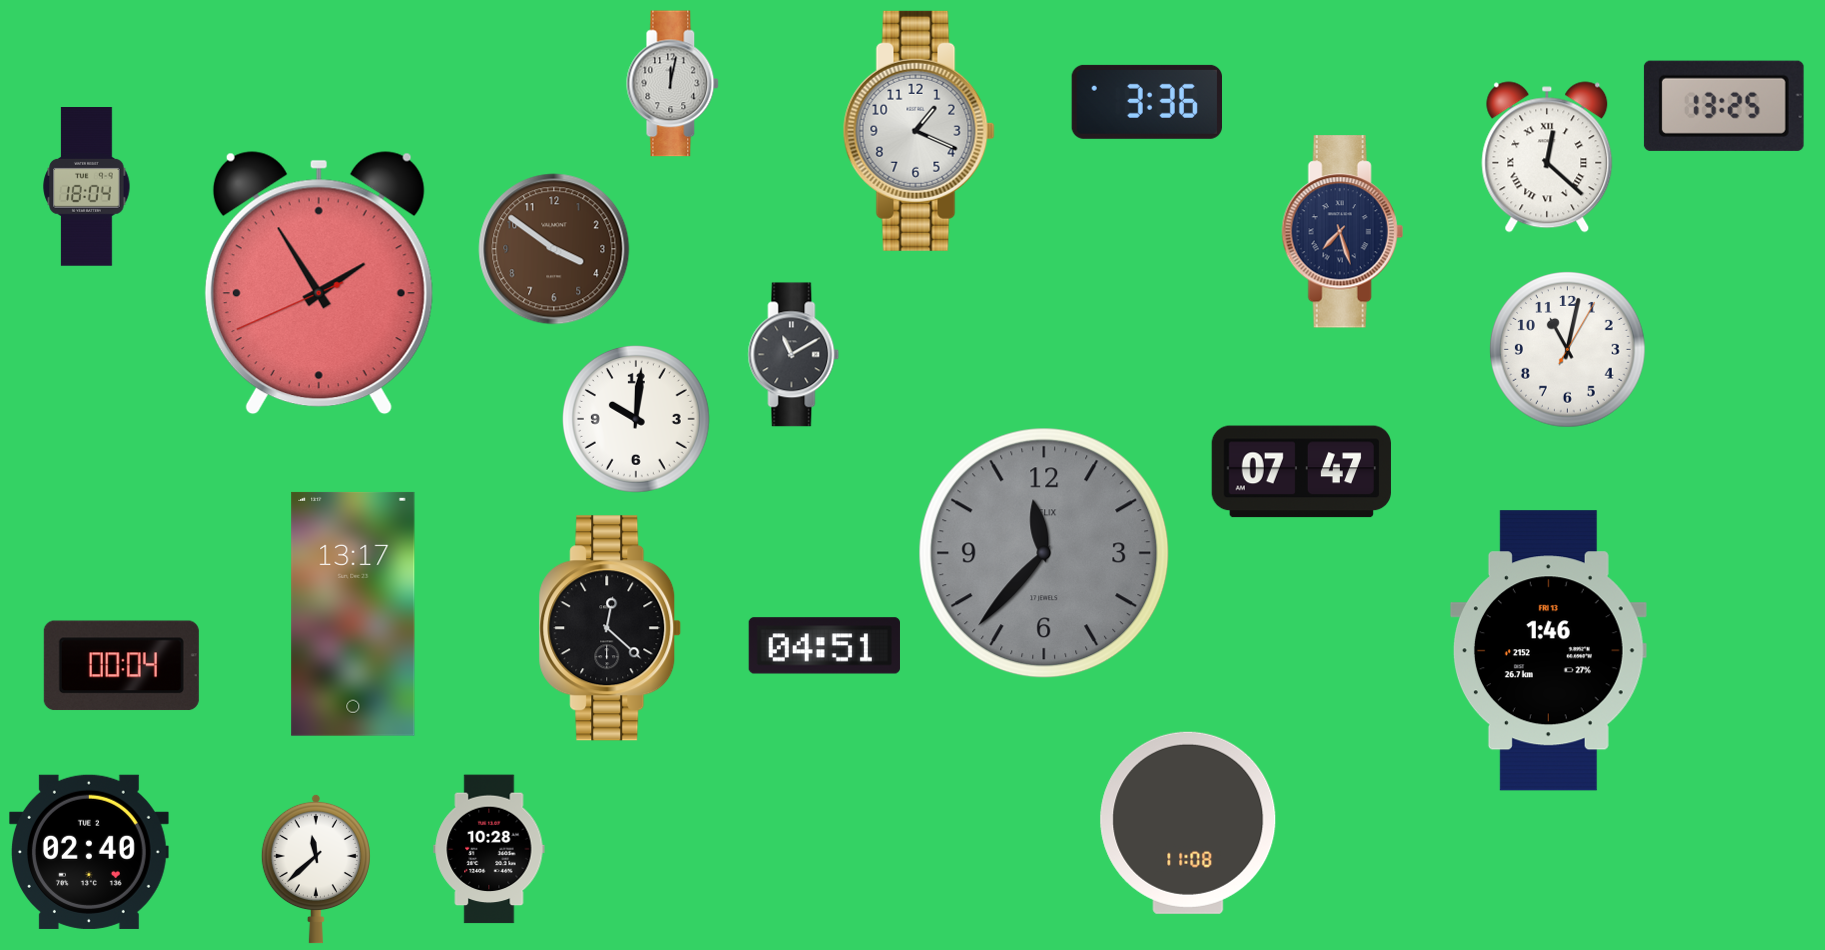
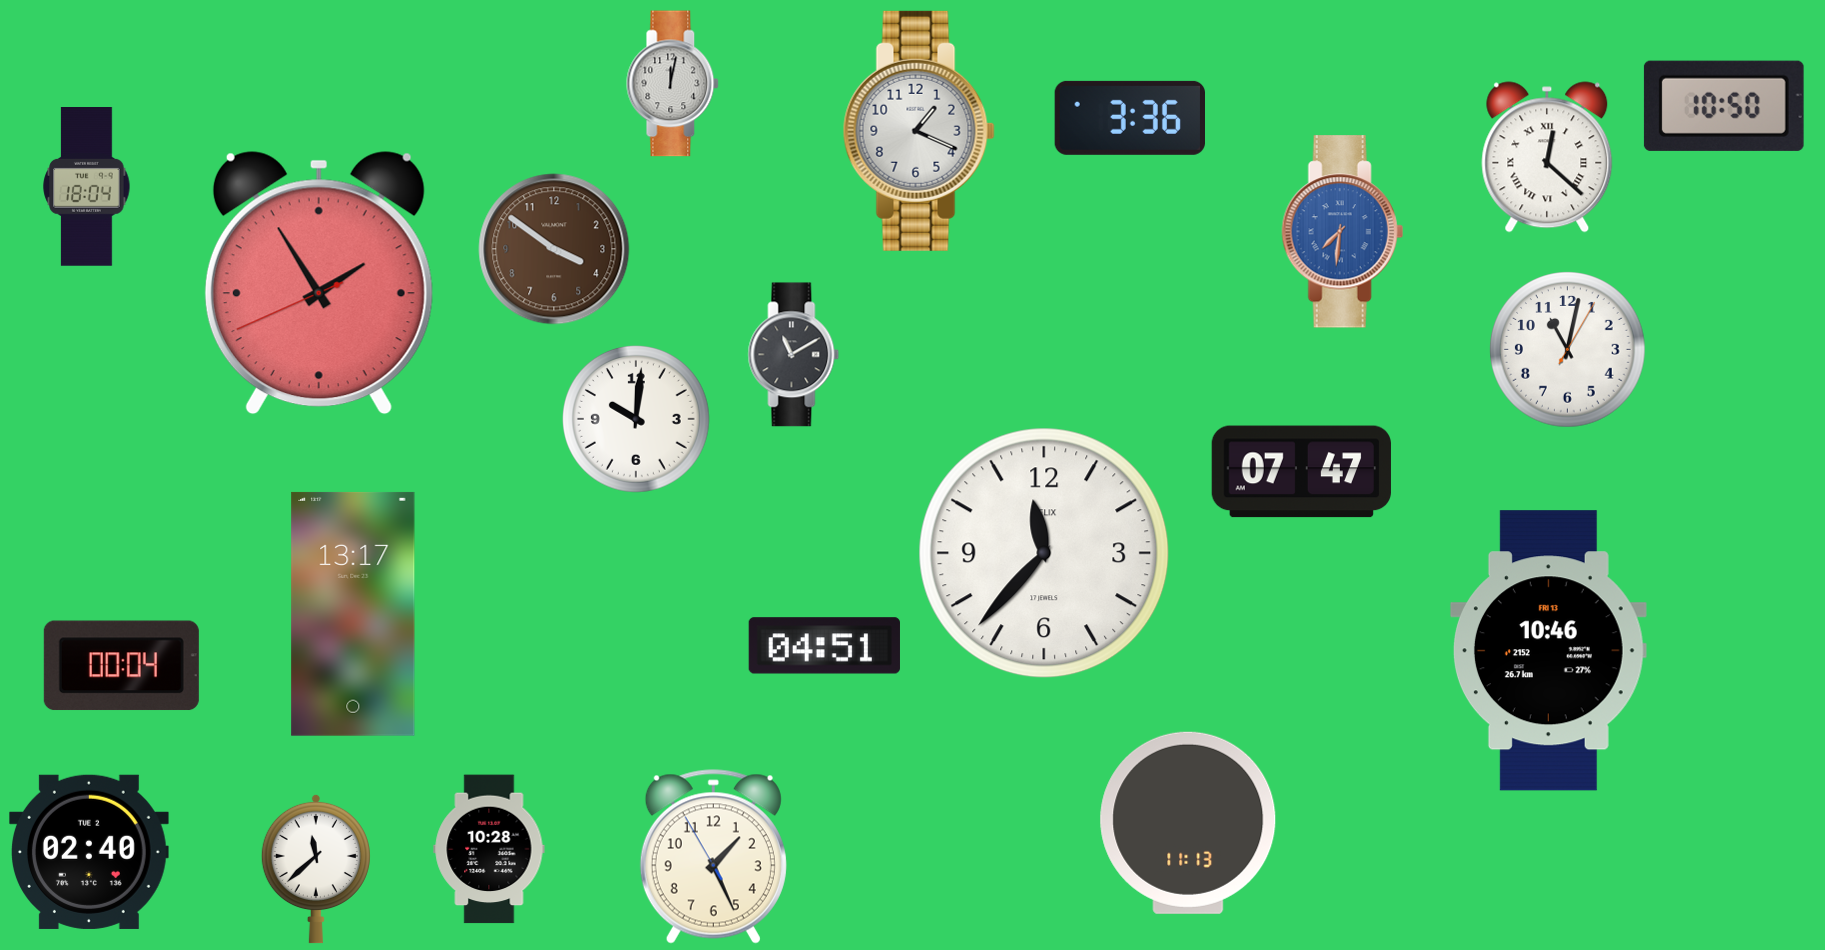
clock at (1146, 102) position: (1146, 102) -> (1129, 118)
clock at (1724, 106): 13:25 -> 10:50
clock at (1342, 232): 7:27 -> 7:31
clock at (1342, 232) dial: navy -> blue
clock at (1044, 553) dial: grey -> white
clock at (610, 628): 12:22 -> none
clock at (1548, 651): 1:46 -> 10:46
clock at (1188, 823): 11:08 -> 11:13
clock at (713, 857): none -> 1:25
